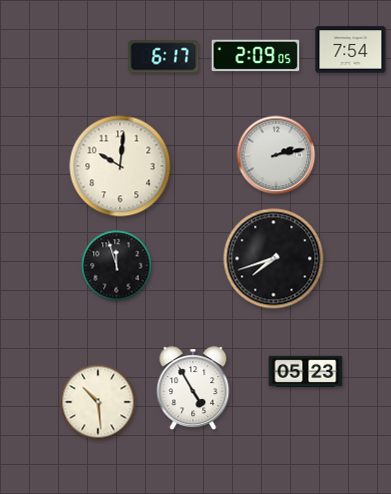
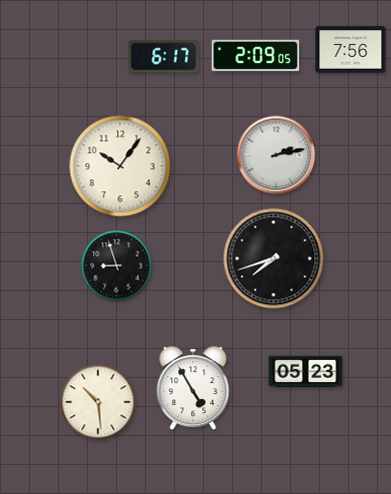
clock at (351, 50): 7:54 -> 7:56
clock at (120, 166): 10:01 -> 10:06
clock at (117, 266): 11:57 -> 8:57
